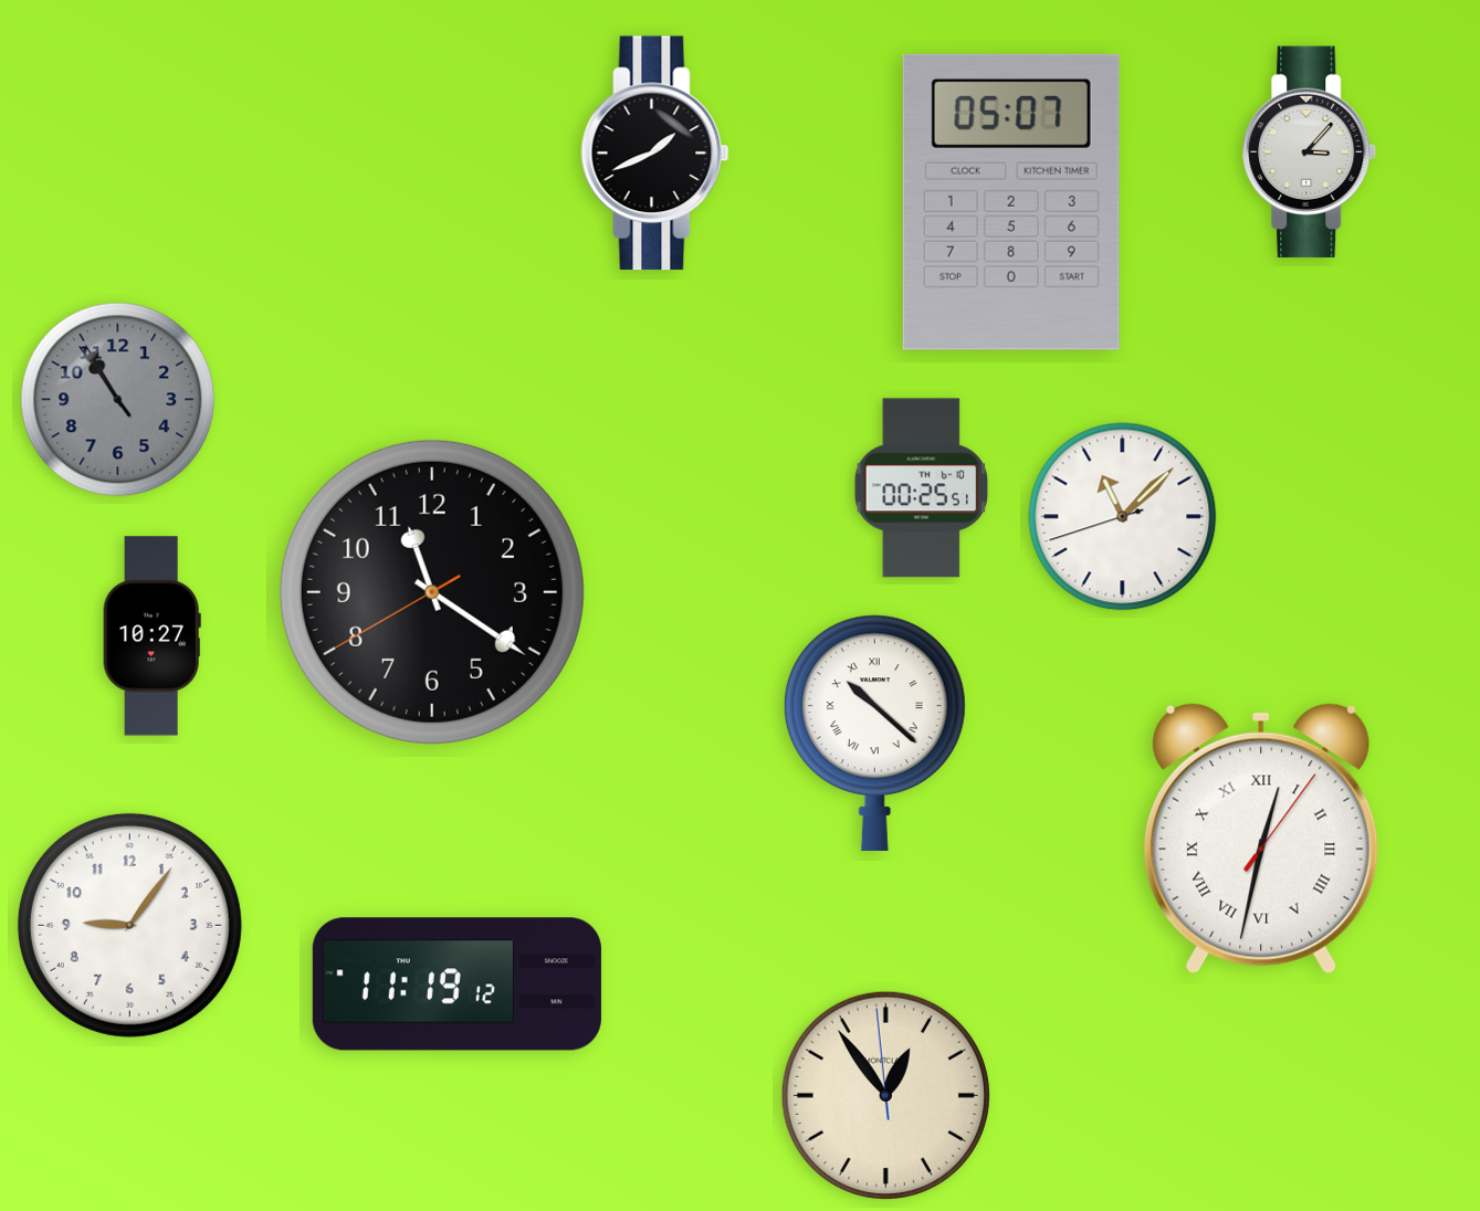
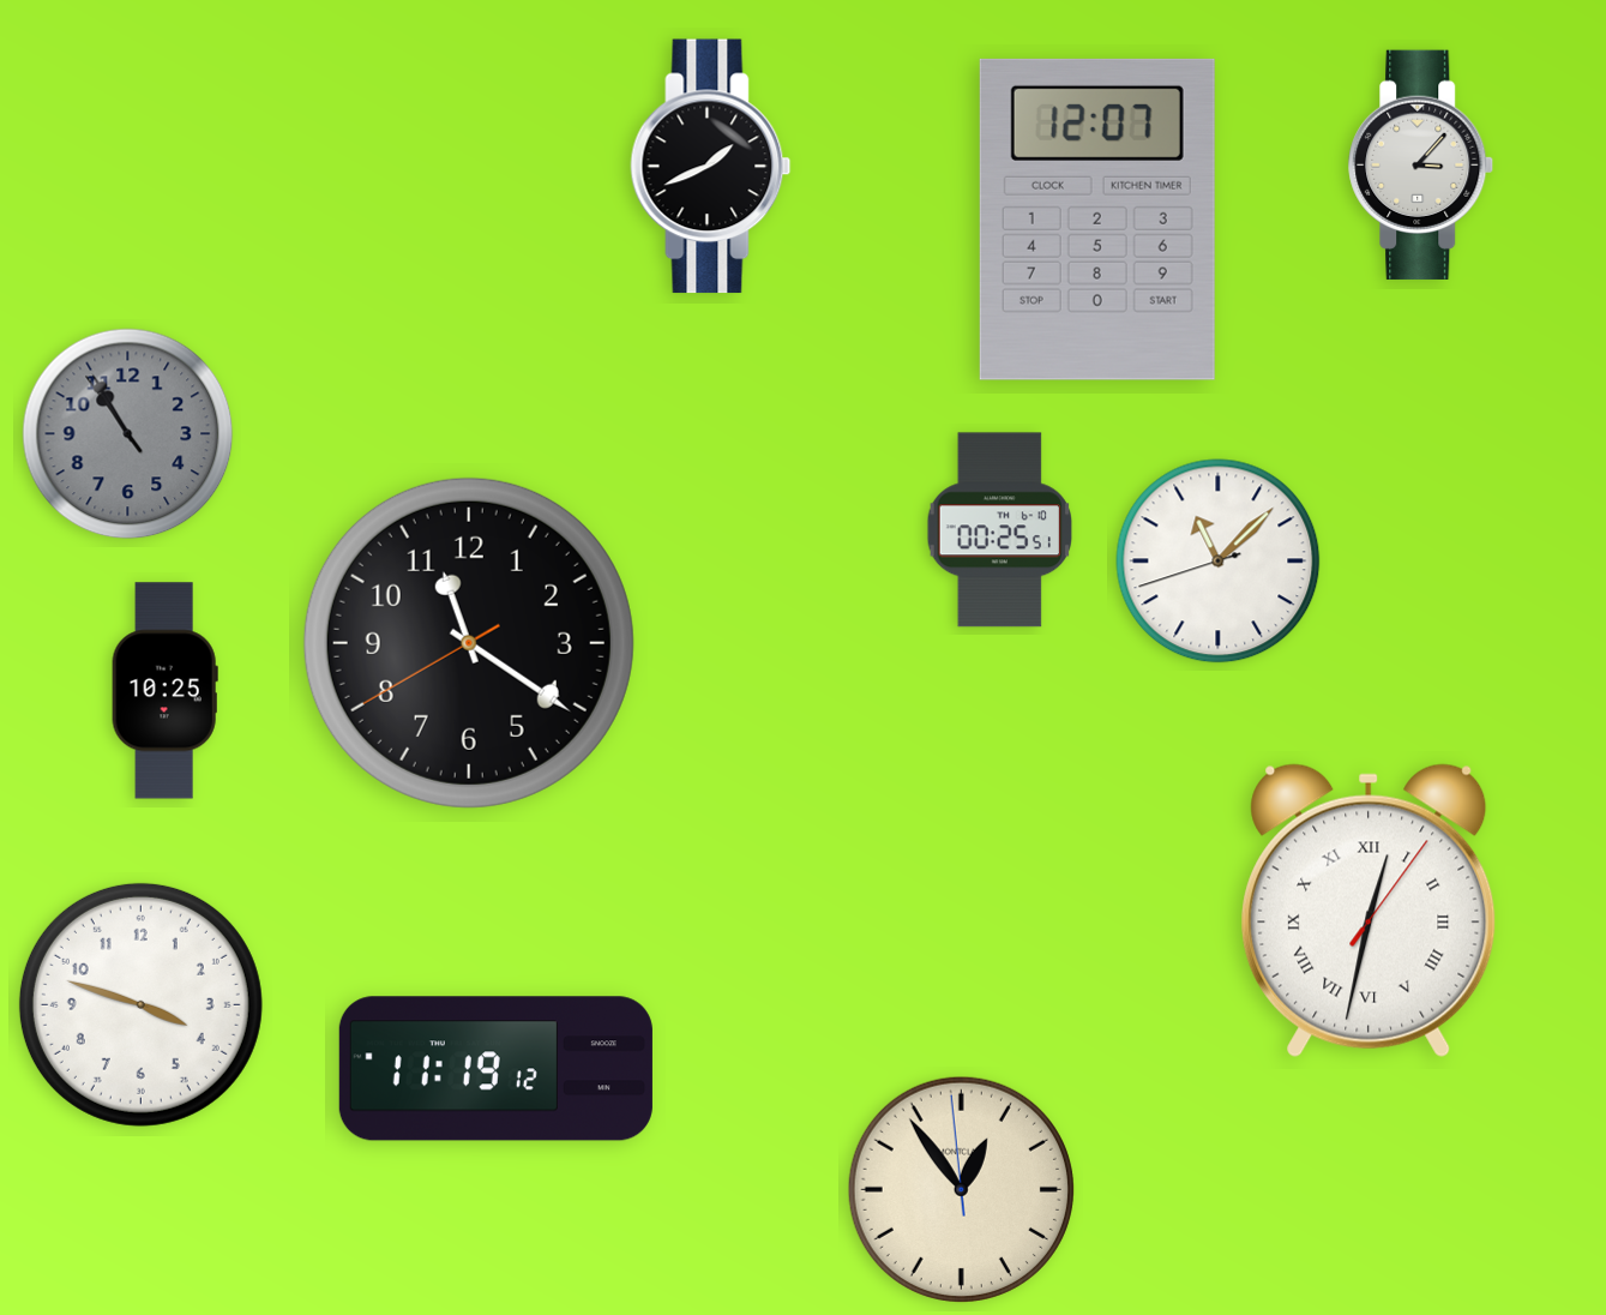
clock at (1011, 202): 05:07 -> 12:07
clock at (151, 636): 10:27 -> 10:25
clock at (874, 733): 10:22 -> none
clock at (129, 925): 9:06 -> 3:48
